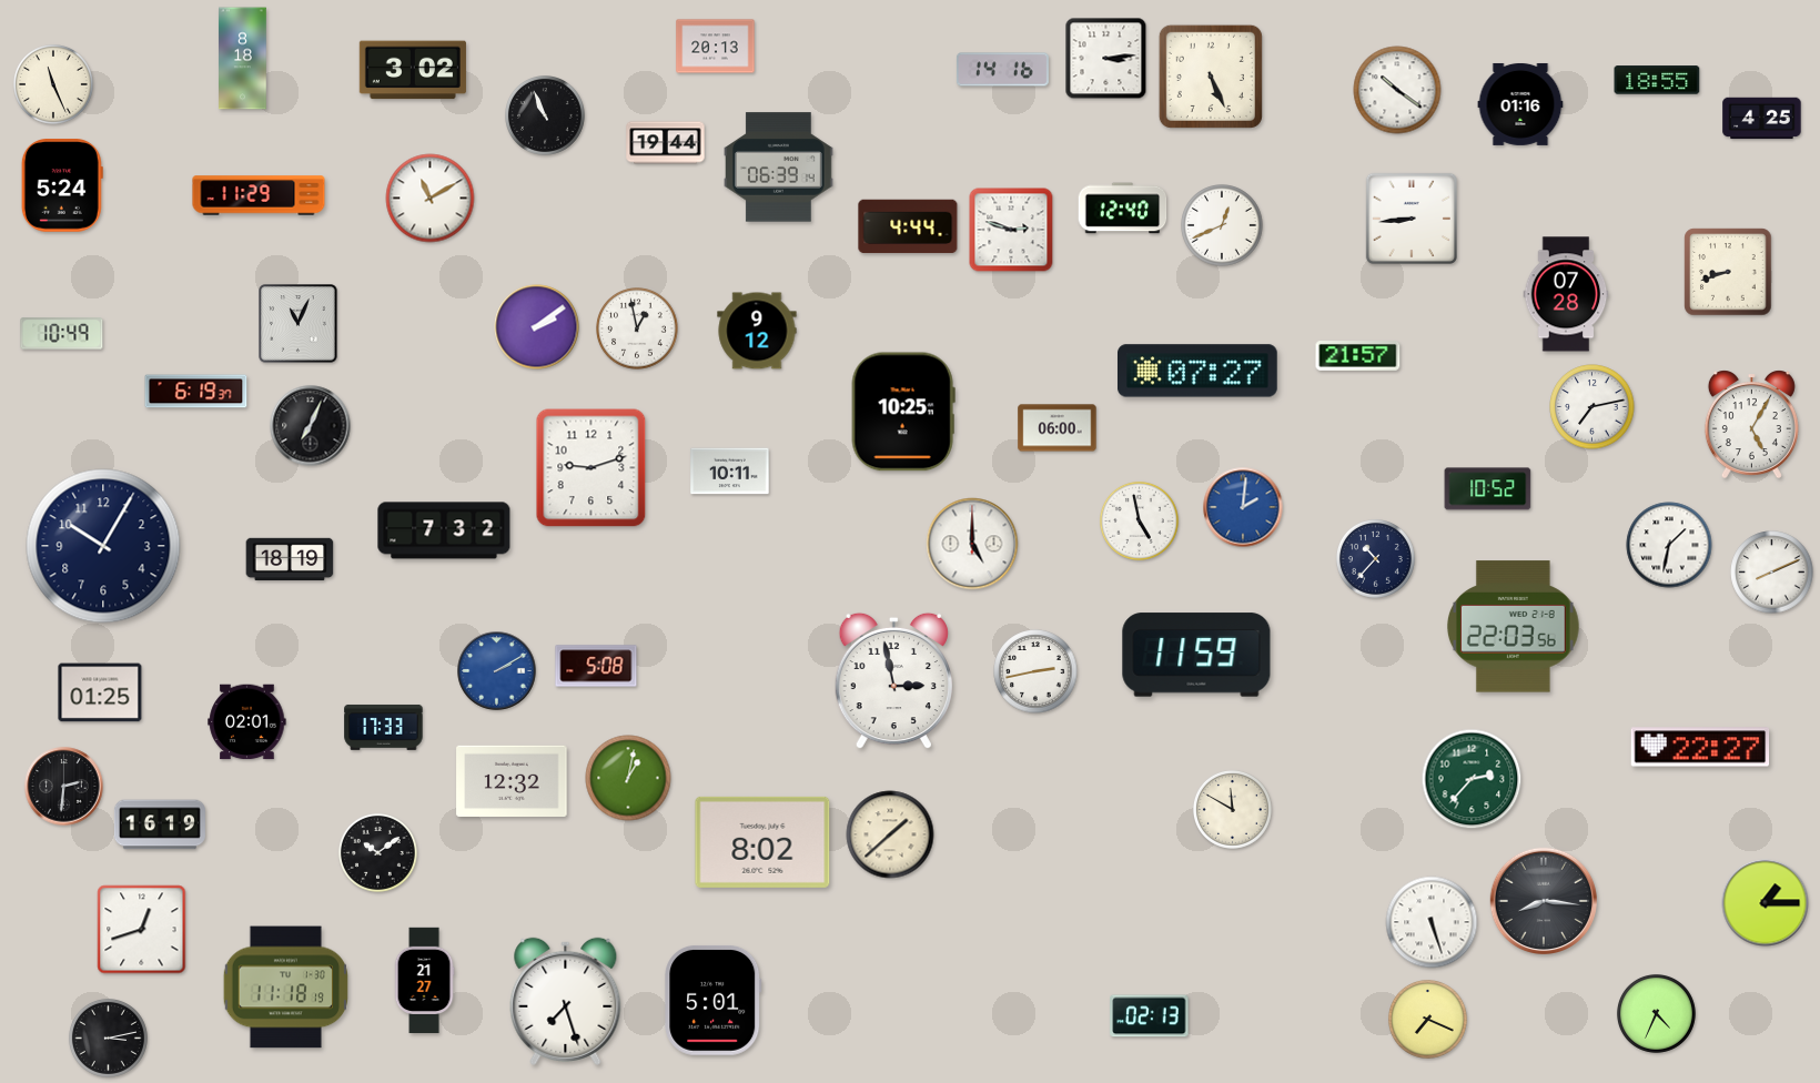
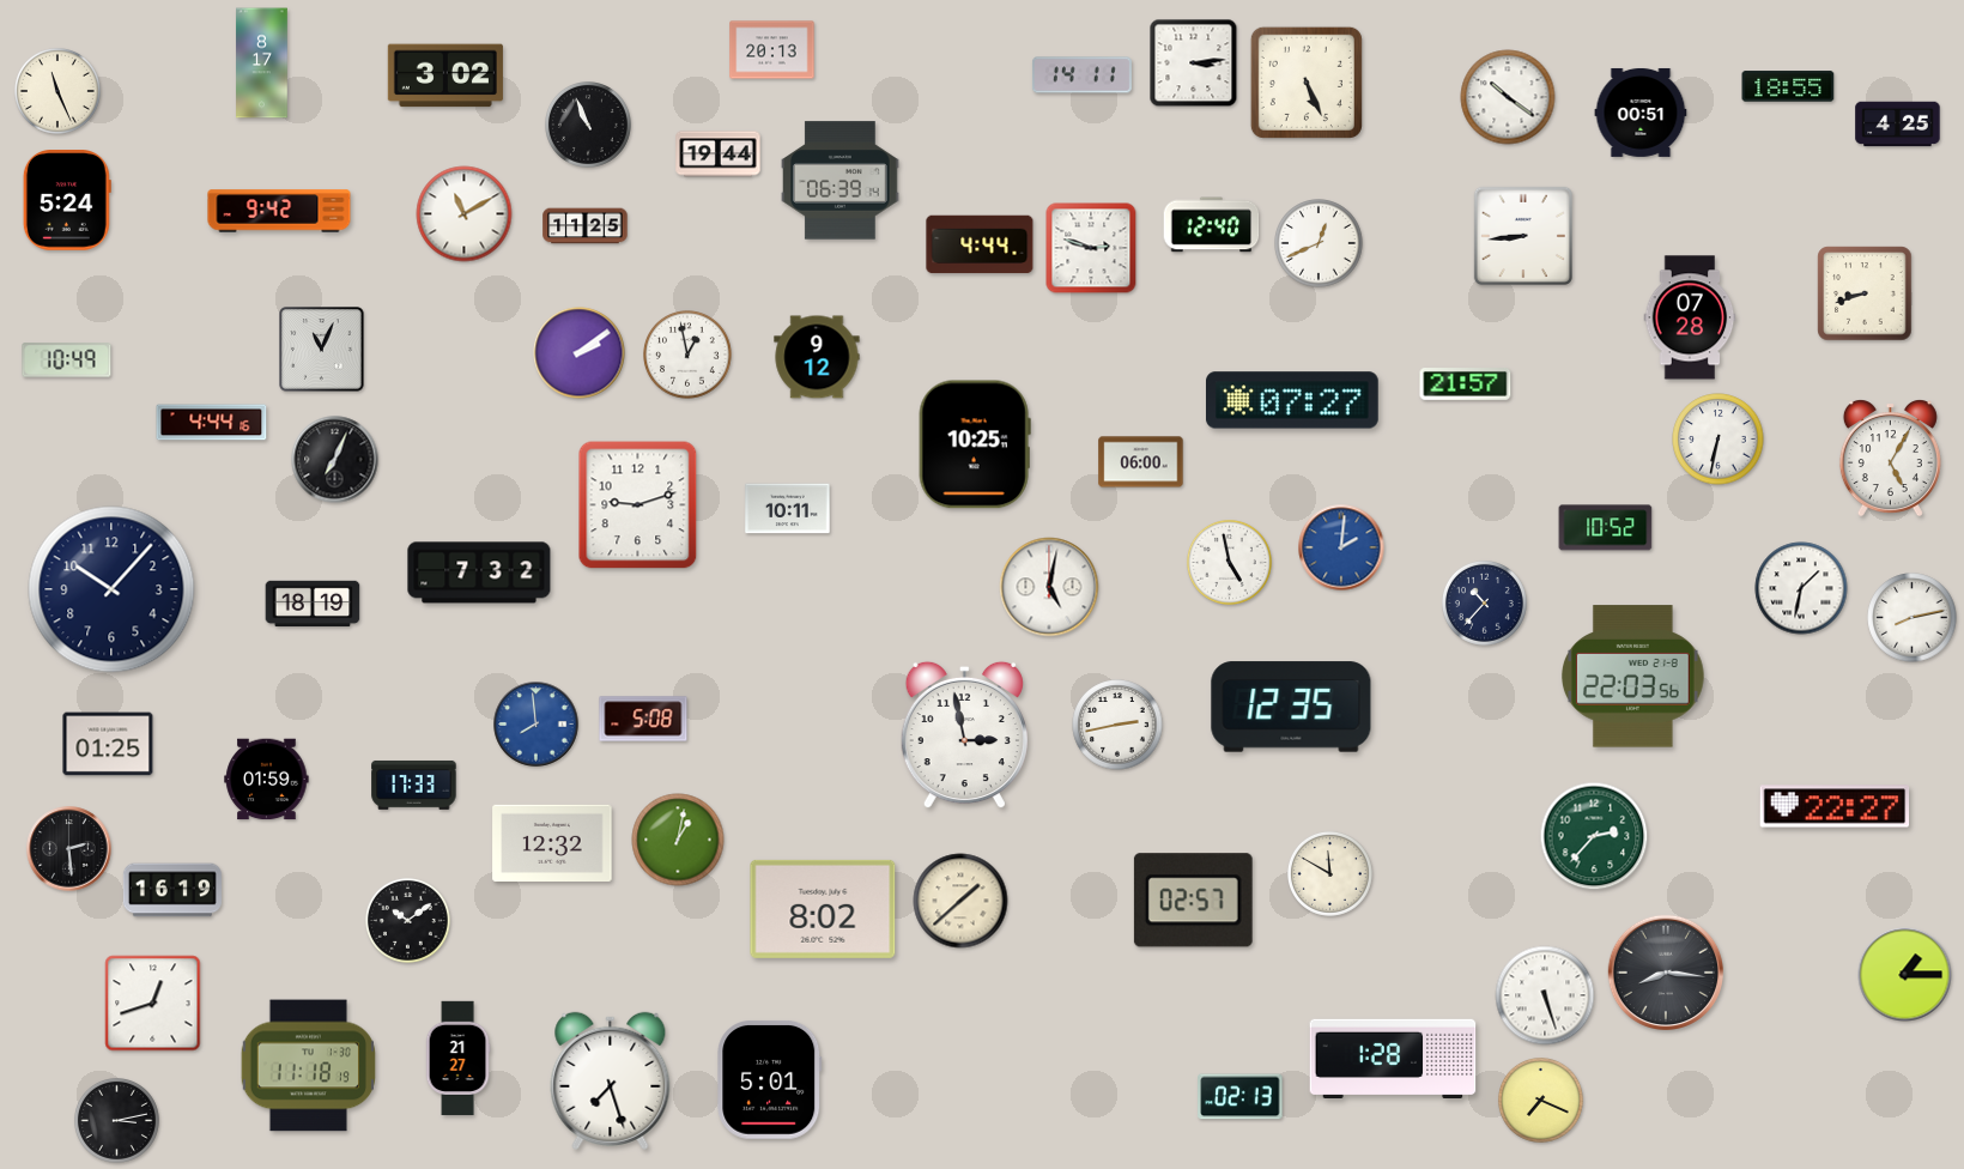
clock at (243, 59): 8:18 -> 8:17
clock at (1002, 70): 14:16 -> 14:11
clock at (1520, 104): 01:16 -> 00:51
clock at (1762, 119) position: (1762, 119) -> (1898, 125)
clock at (259, 195): 11:29 -> 9:42
clock at (586, 226): none -> 11:25
clock at (196, 392): 6:19 -> 4:44
clock at (1593, 407): 7:13 -> 6:32
clock at (972, 544): 5:00 -> 5:02
clock at (103, 546): 10:05 -> 10:07
clock at (1772, 573): 8:11 -> 8:13
clock at (1196, 655): 11:59 -> 12:35
clock at (497, 671): 2:10 -> 7:59
clock at (100, 692) position: (100, 692) -> (108, 744)
clock at (247, 722): 02:01 -> 01:59
clock at (1472, 779) position: (1472, 779) -> (1594, 836)
clock at (64, 787): 2:31 -> 2:29
clock at (1193, 901): none -> 02:57
clock at (1393, 1058): none -> 1:28
clock at (1656, 1013): 4:34 -> none
